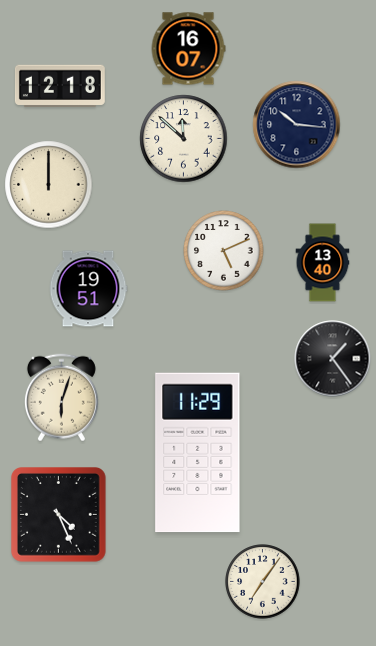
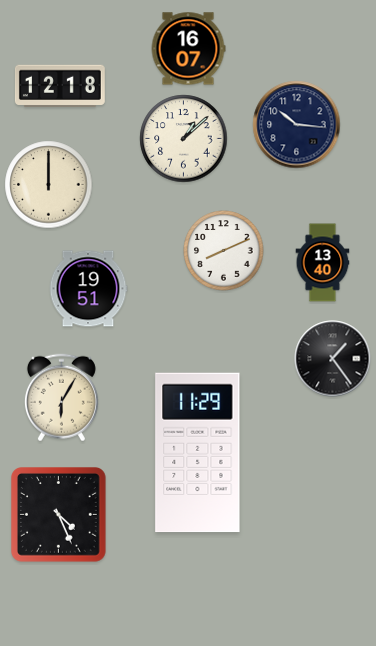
clock at (184, 139): 11:52 -> 1:08
clock at (224, 251): 5:11 -> 8:11
clock at (61, 398): 6:03 -> 6:05
clock at (263, 582): 7:06 -> none
